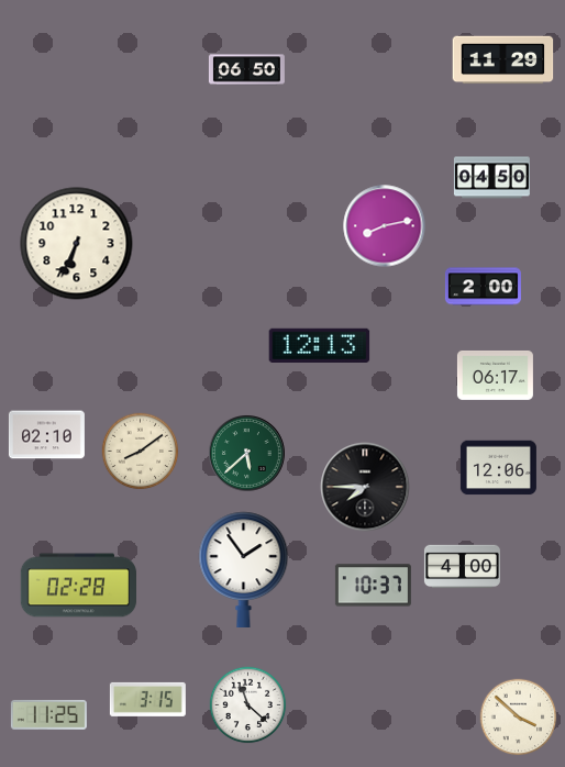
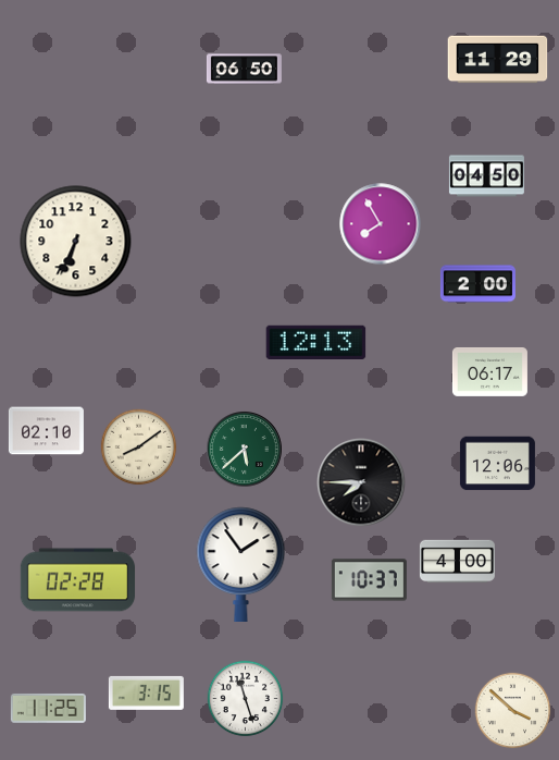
clock at (385, 226): 8:13 -> 7:55
clock at (498, 468) position: (498, 468) -> (497, 464)
clock at (248, 705): 11:22 -> 11:27
